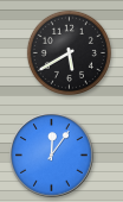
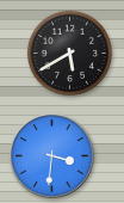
clock at (52, 156): 12:06 -> 3:31
